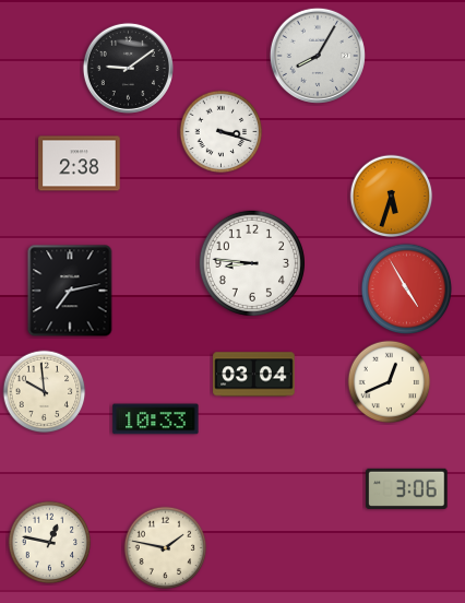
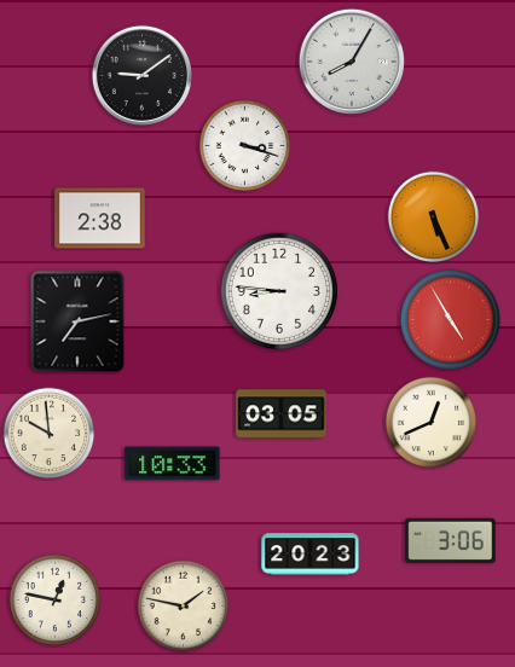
clock at (80, 164) position: (80, 164) -> (100, 219)
clock at (392, 197): 5:33 -> 5:26
clock at (254, 375): 03:04 -> 03:05
clock at (311, 555): none -> 20:23
